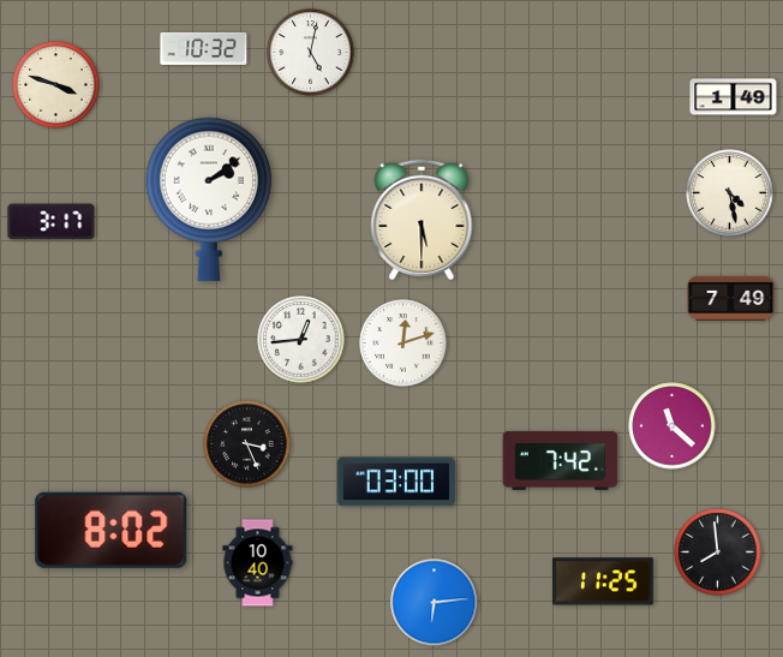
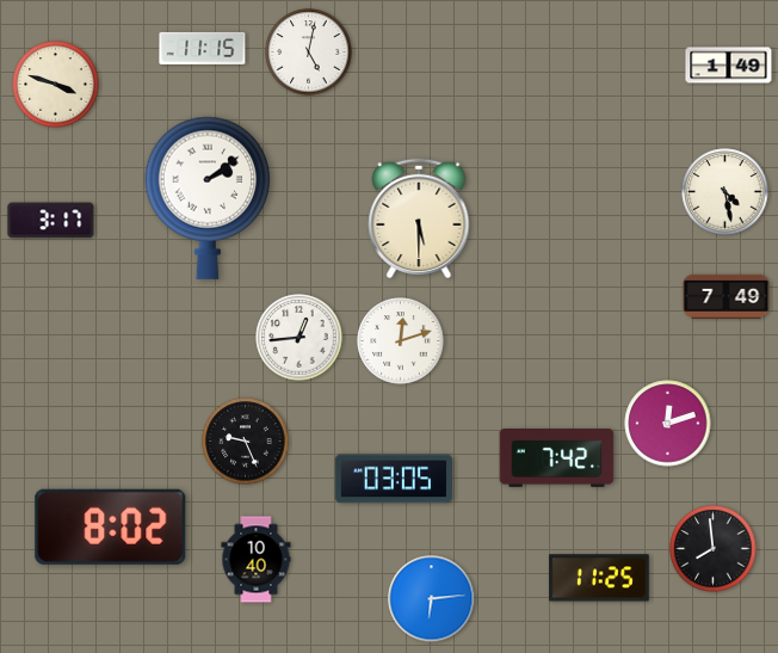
clock at (204, 48): 10:32 -> 11:15
clock at (734, 97) position: (734, 97) -> (729, 66)
clock at (673, 426): 11:22 -> 12:12
clock at (247, 444): 3:26 -> 9:26
clock at (395, 482): 03:00 -> 03:05
